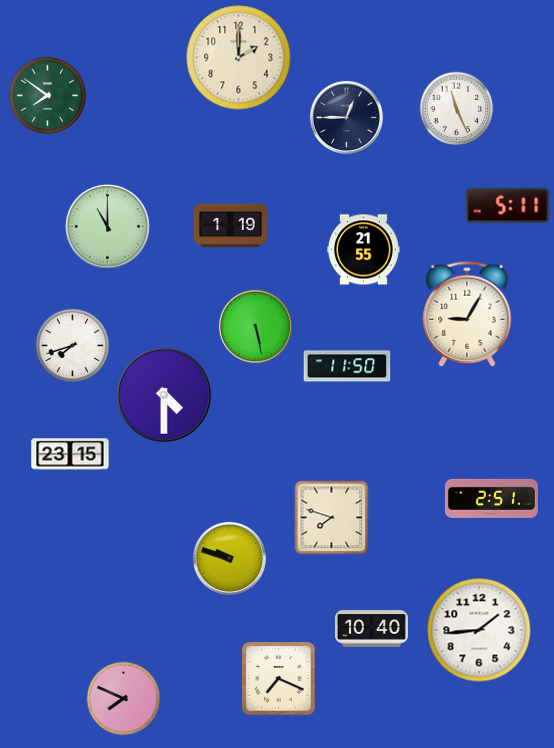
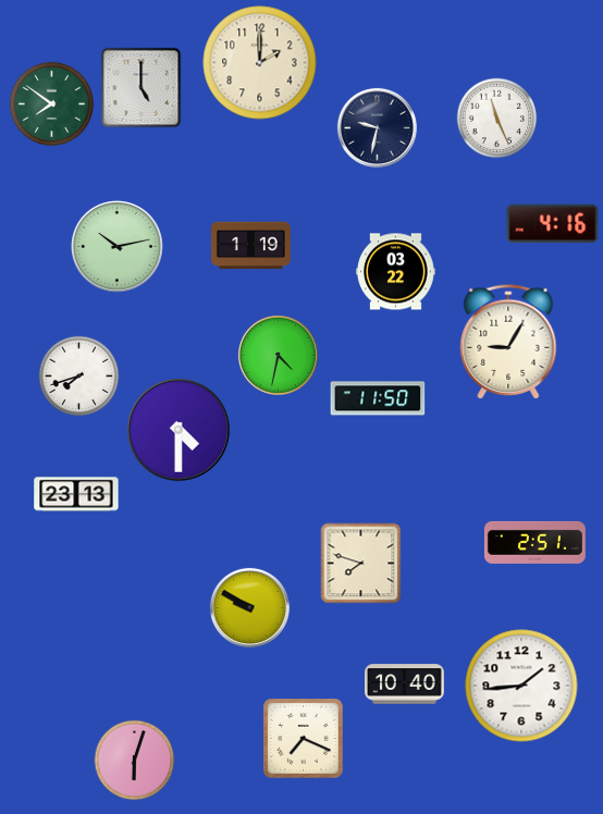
clock at (141, 88): none -> 5:00
clock at (346, 117): 12:45 -> 9:32
clock at (508, 206): 5:11 -> 4:16
clock at (107, 226): 11:00 -> 10:13
clock at (364, 250): 21:55 -> 03:22
clock at (255, 326): 5:28 -> 4:32
clock at (70, 454): 23:15 -> 23:13
clock at (229, 558): 9:48 -> 9:50
clock at (124, 699): 7:49 -> 6:03
